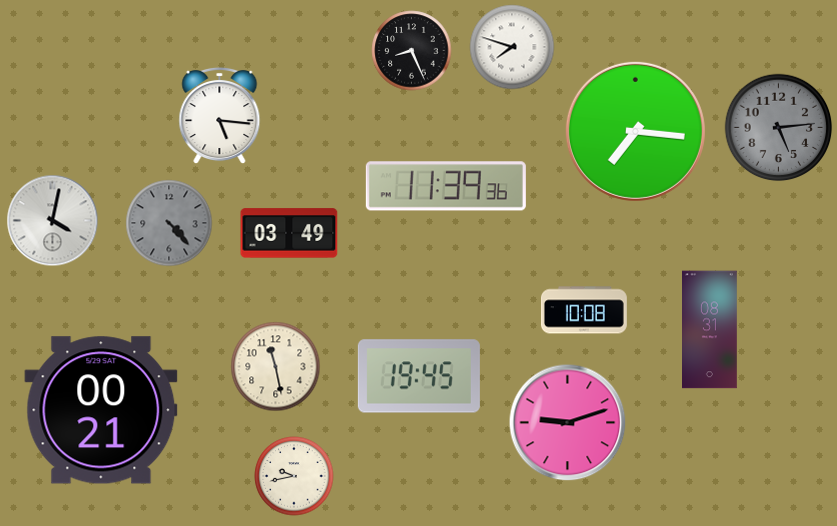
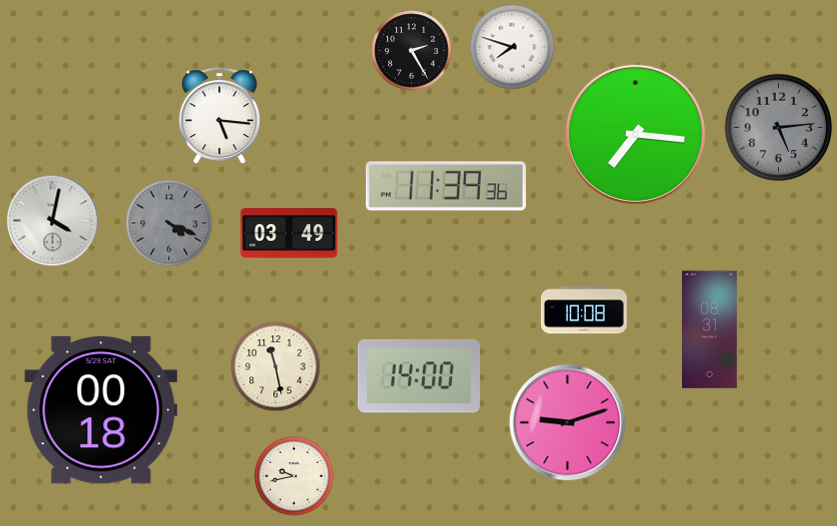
clock at (412, 51): 8:26 -> 2:25
clock at (635, 131) position: (635, 131) -> (635, 134)
clock at (169, 223): 4:23 -> 4:19
clock at (419, 376): 19:45 -> 14:00
clock at (101, 410): 00:21 -> 00:18
